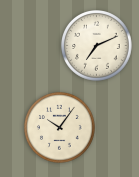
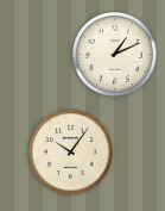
clock at (97, 46): 7:11 -> 1:11
